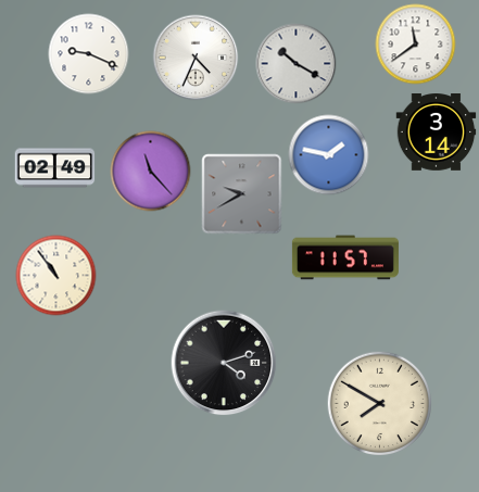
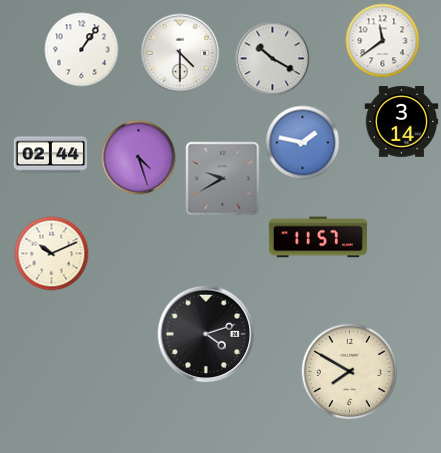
clock at (89, 54): 9:19 -> 1:06
clock at (196, 58): 4:34 -> 4:30
clock at (55, 168): 02:49 -> 02:44
clock at (151, 172): 11:23 -> 4:27
clock at (56, 276): 10:54 -> 10:11
